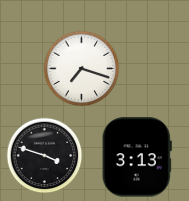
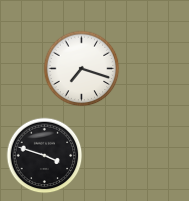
clock at (137, 157): 3:13 -> none
